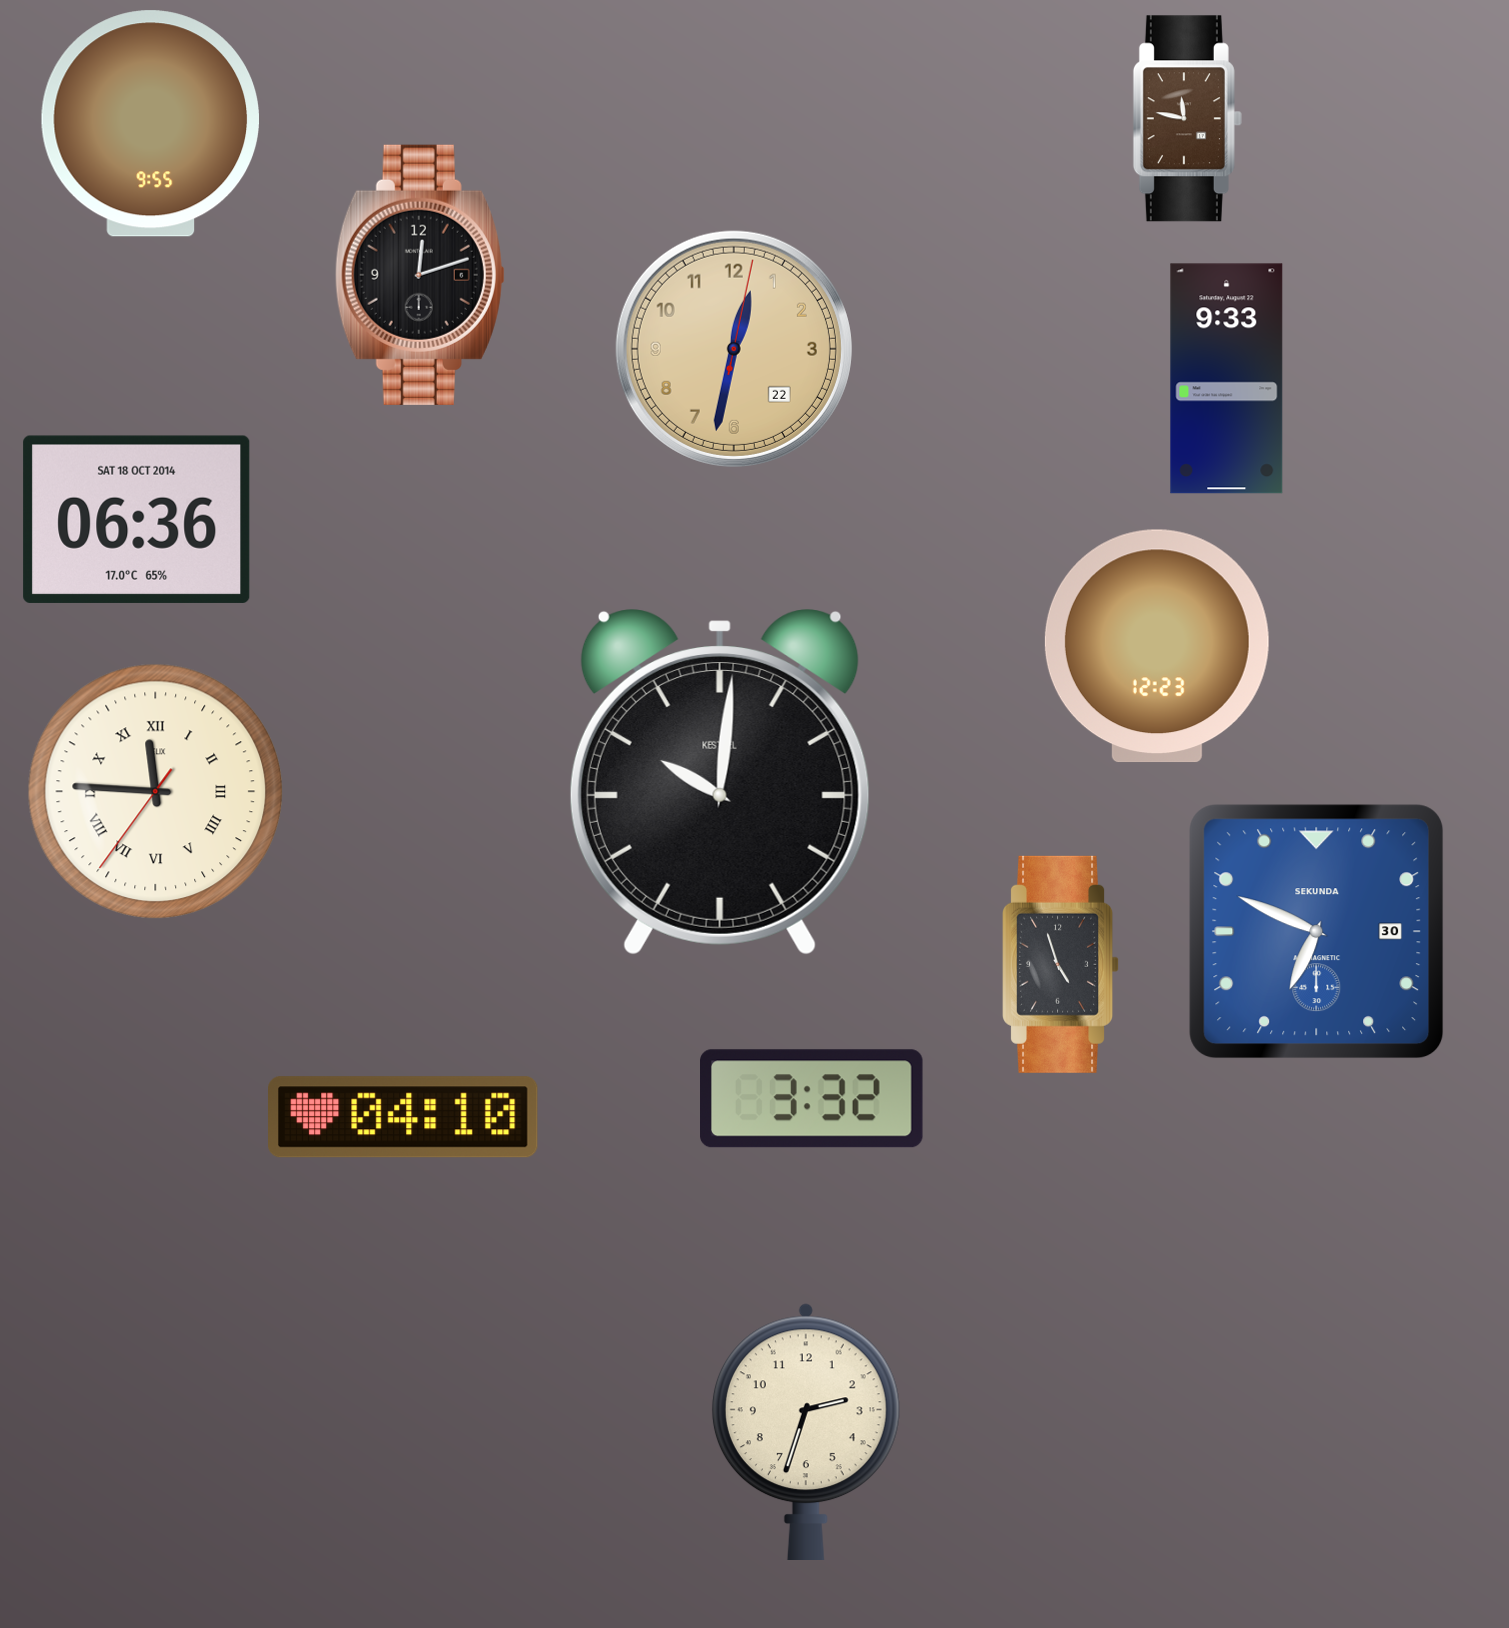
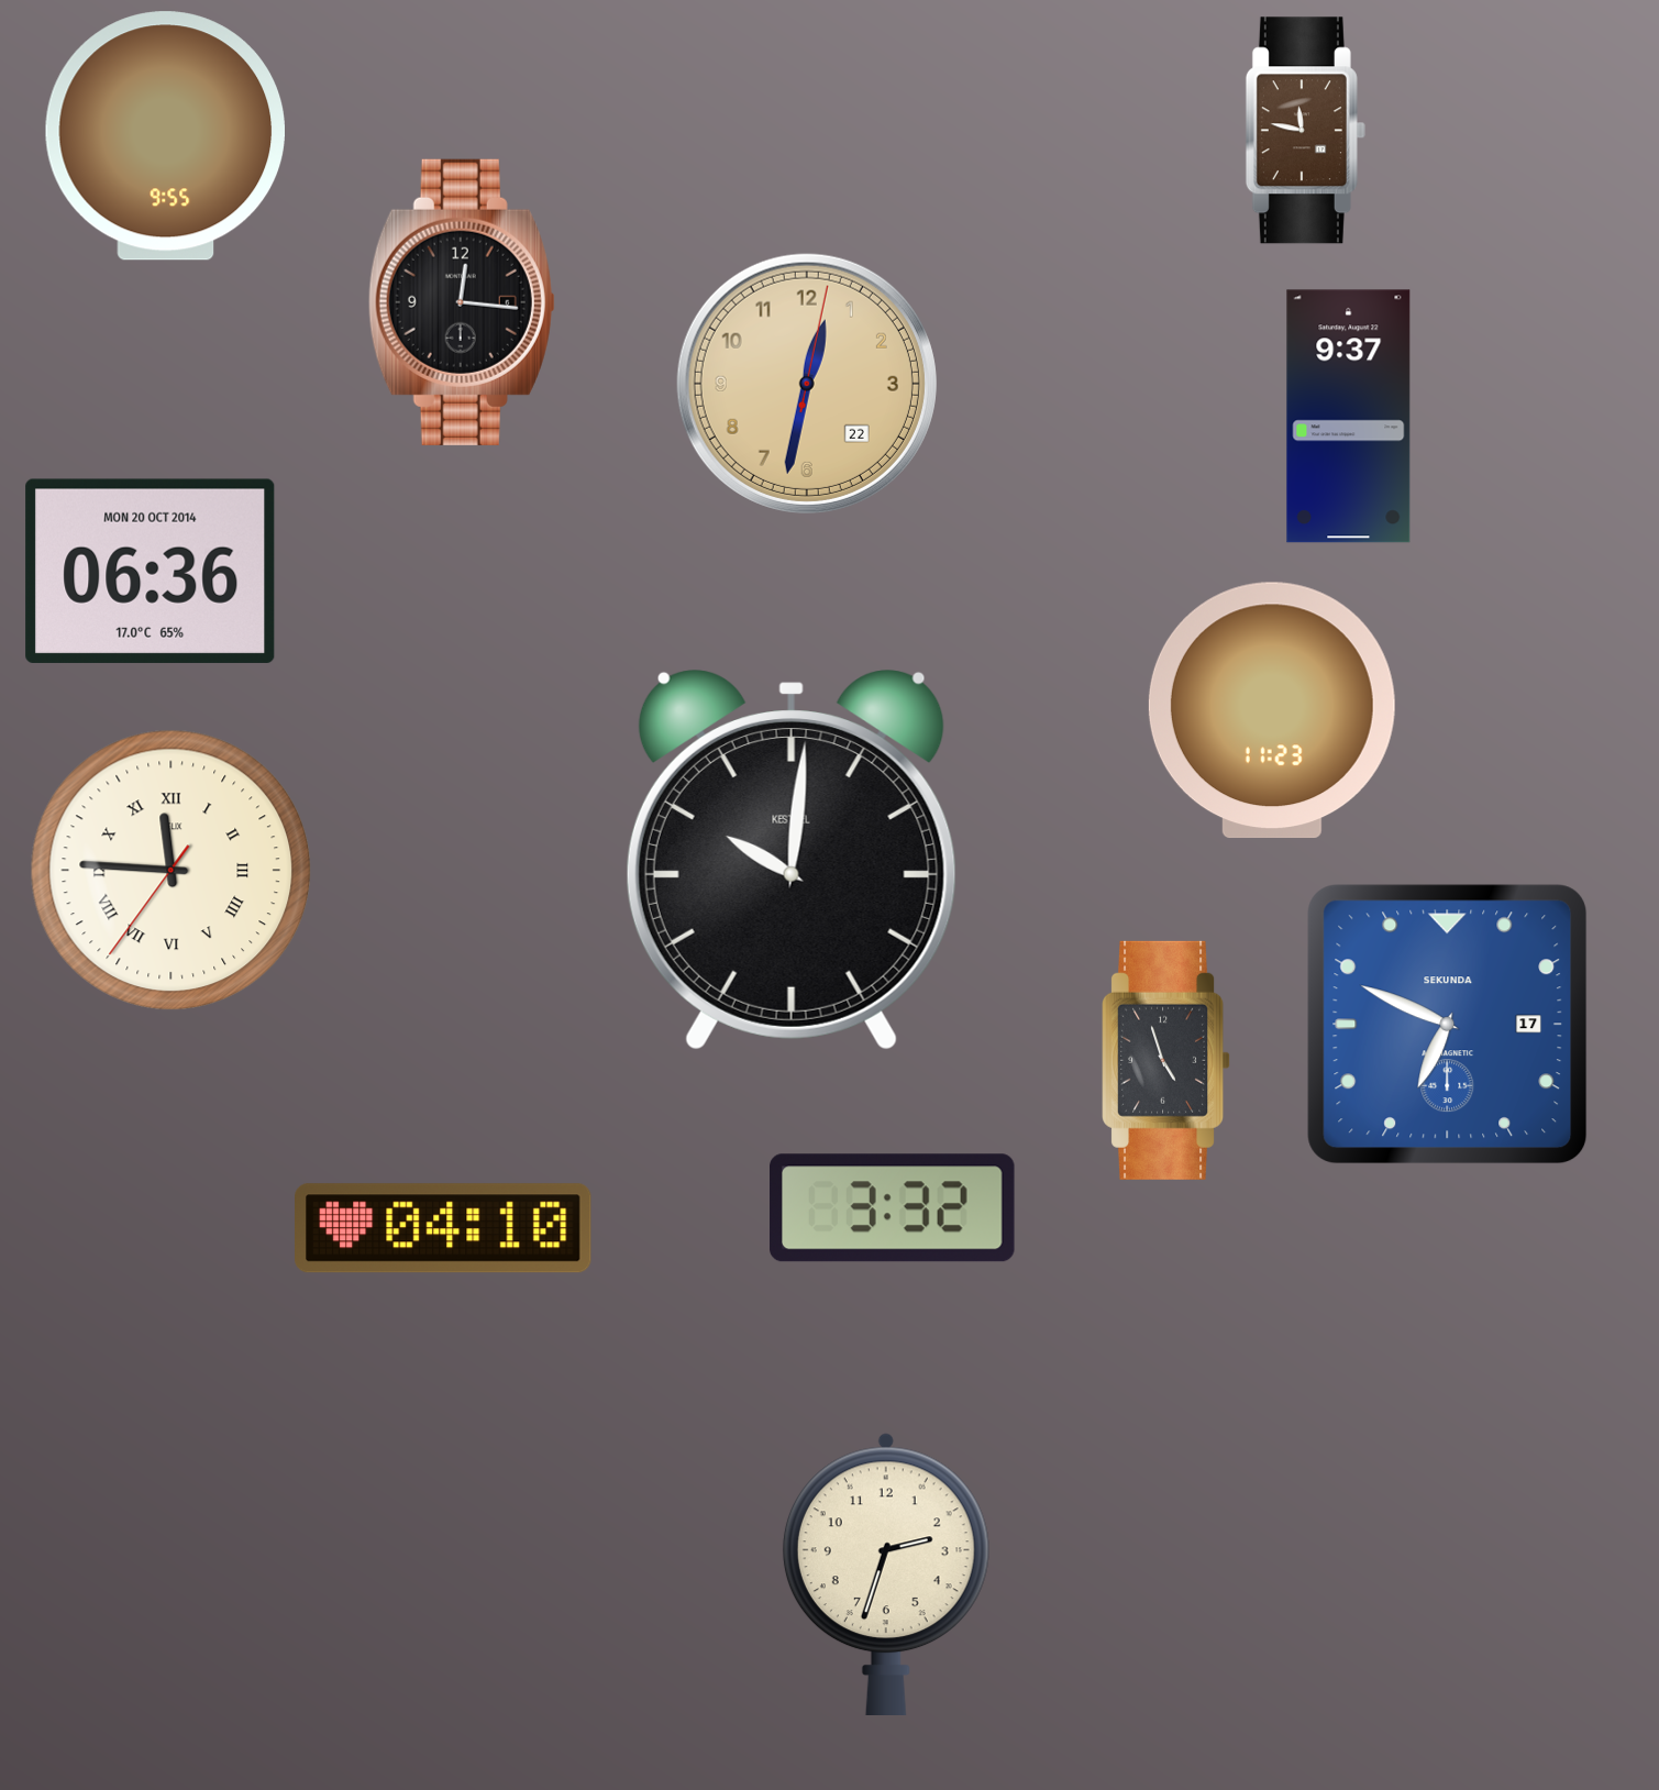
clock at (420, 275): 12:12 -> 12:16
clock at (1227, 379): 9:33 -> 9:37
clock at (137, 519) date: SAT 18 OCT 2014 -> MON 20 OCT 2014
clock at (1157, 646): 12:23 -> 11:23
clock at (1317, 932) date: 30 -> 17
